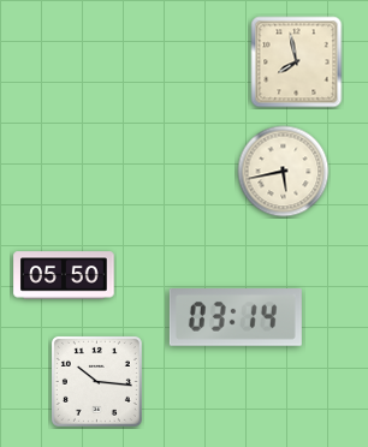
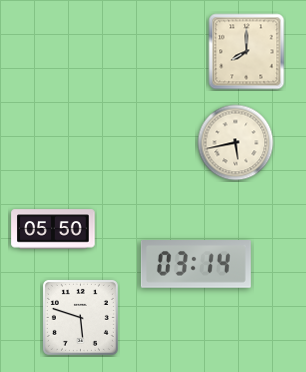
clock at (297, 62): 7:58 -> 8:00
clock at (96, 381): 10:16 -> 5:48
